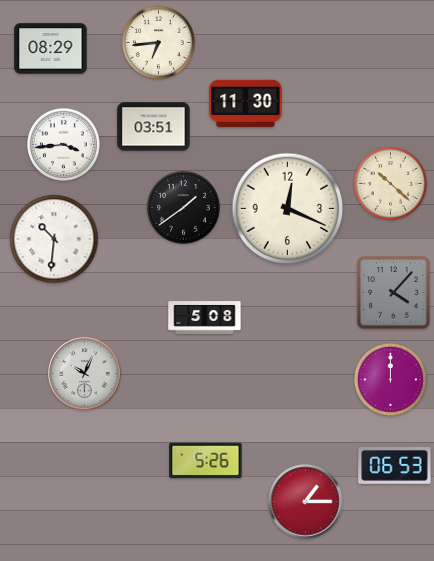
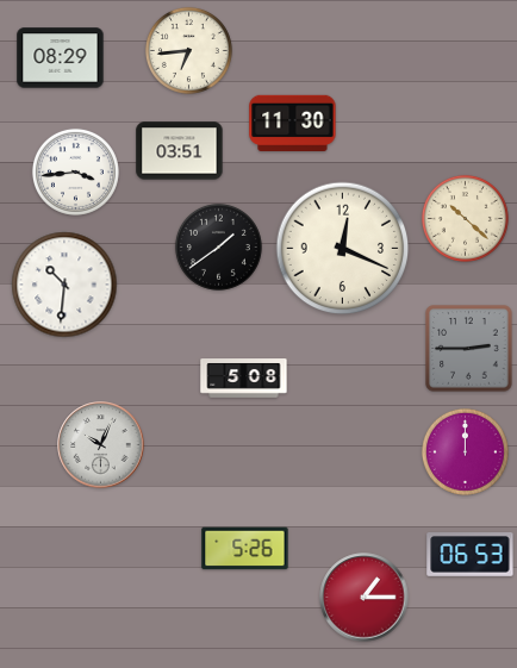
clock at (154, 127) position: (154, 127) -> (180, 151)
clock at (394, 293): 4:07 -> 2:45
